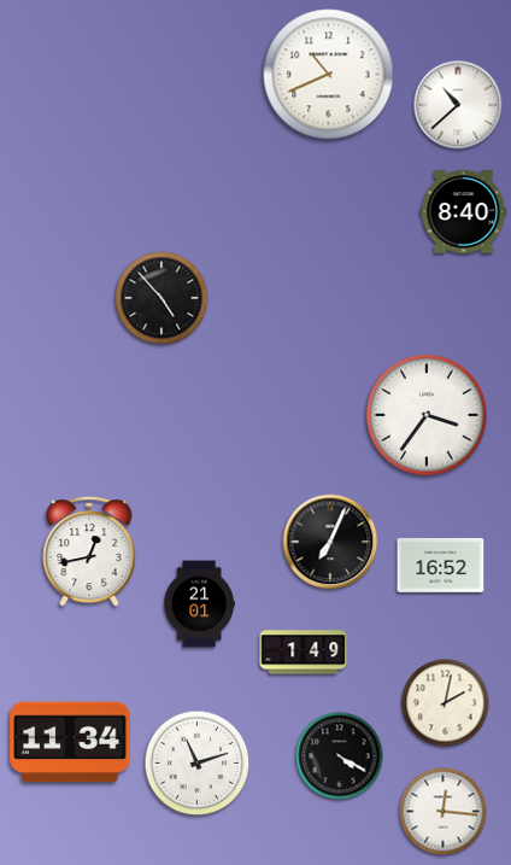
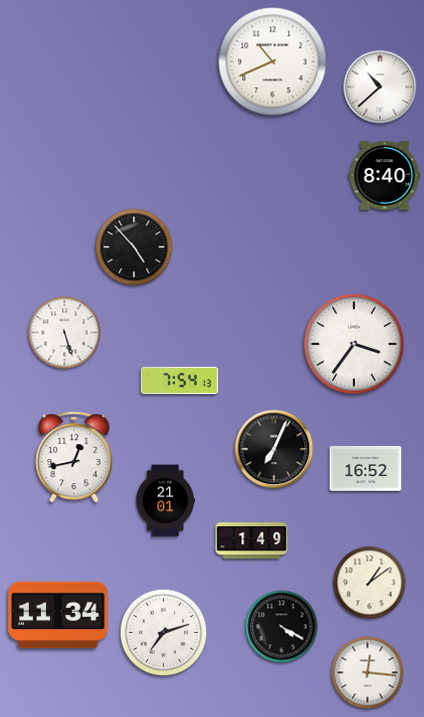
clock at (65, 333): none -> 5:27
clock at (179, 380): none -> 7:54
clock at (446, 703): 2:02 -> 1:09
clock at (198, 764): 11:12 -> 7:12
